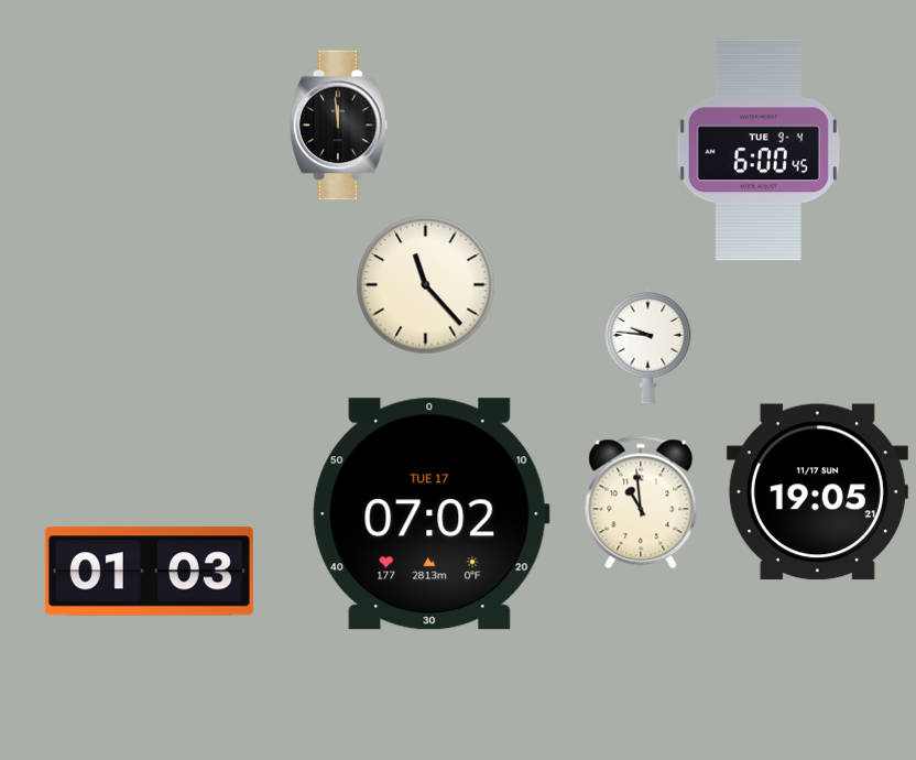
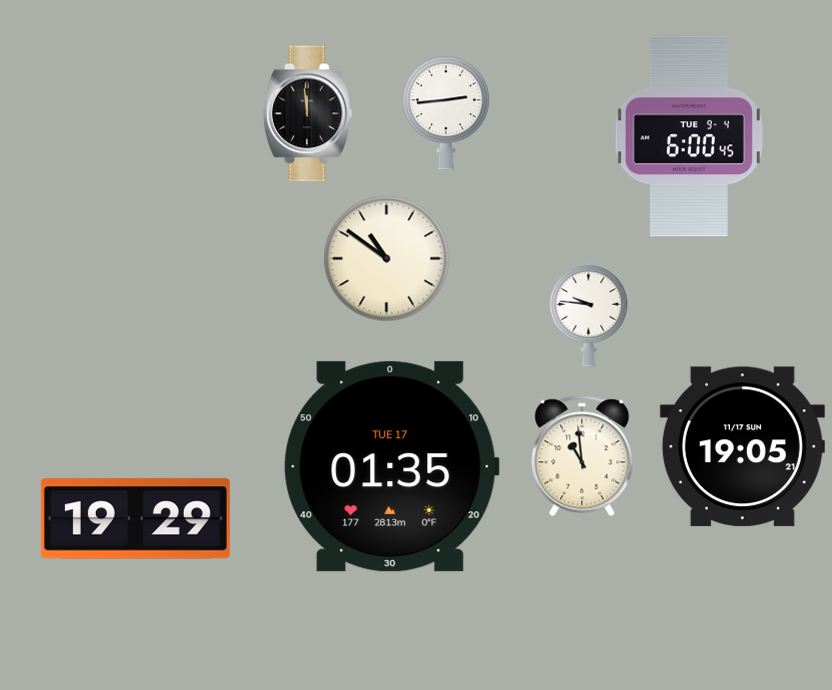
clock at (446, 113): none -> 2:44
clock at (426, 285): 11:23 -> 10:51
clock at (430, 514): 07:02 -> 01:35
clock at (149, 572): 01:03 -> 19:29
